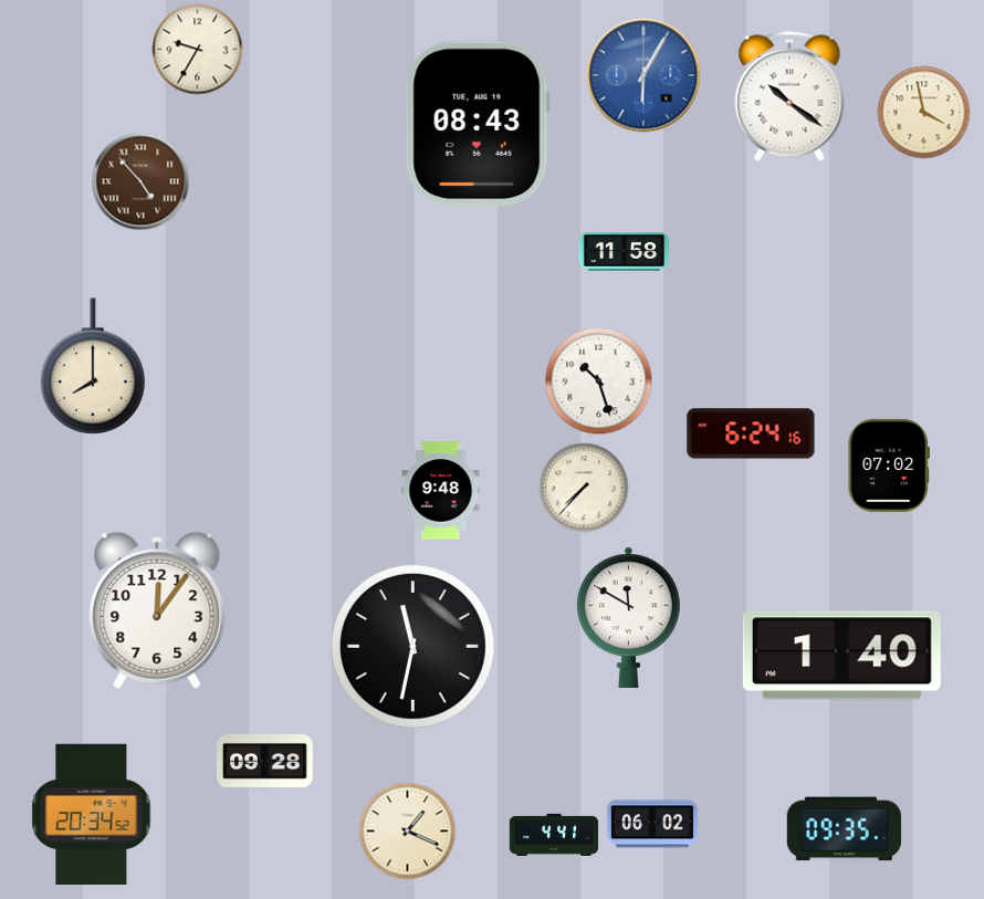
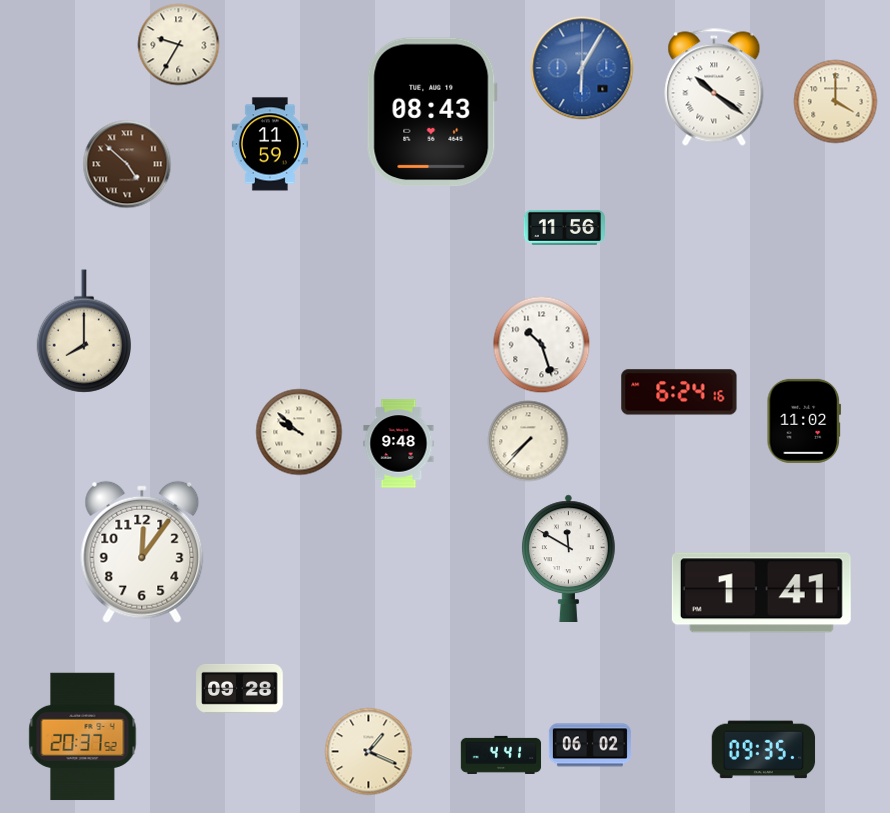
clock at (924, 113): 3:58 -> 4:00
clock at (270, 144): none -> 11:59
clock at (140, 181): 4:53 -> 4:52
clock at (624, 251): 11:58 -> 11:56
clock at (889, 466): 07:02 -> 11:02
clock at (299, 432): none -> 9:52
clock at (412, 646): 11:32 -> none
clock at (841, 656): 1:40 -> 1:41
clock at (92, 815): 20:34 -> 20:37
